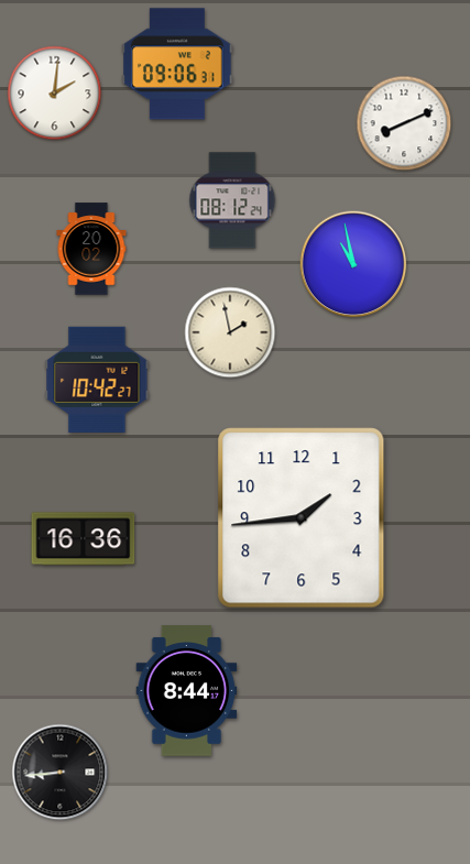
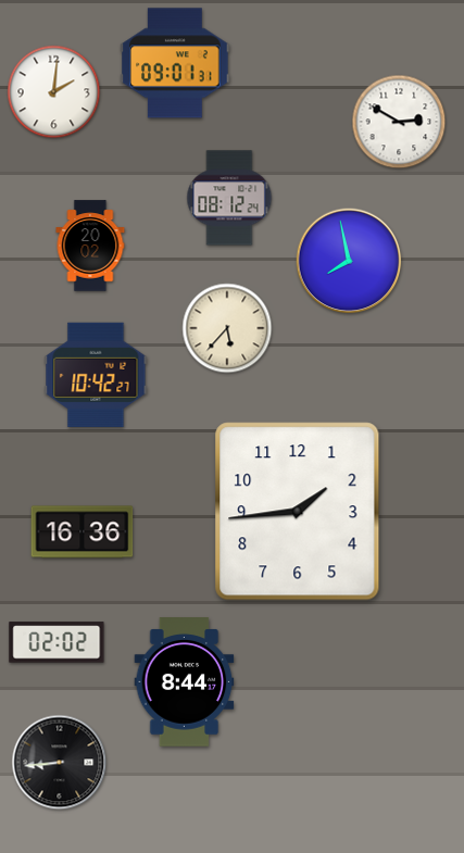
clock at (177, 64): 09:06 -> 09:01
clock at (404, 123): 8:11 -> 2:50
clock at (353, 264): 10:58 -> 7:58
clock at (230, 332): 1:58 -> 5:37
clock at (57, 642): none -> 02:02
